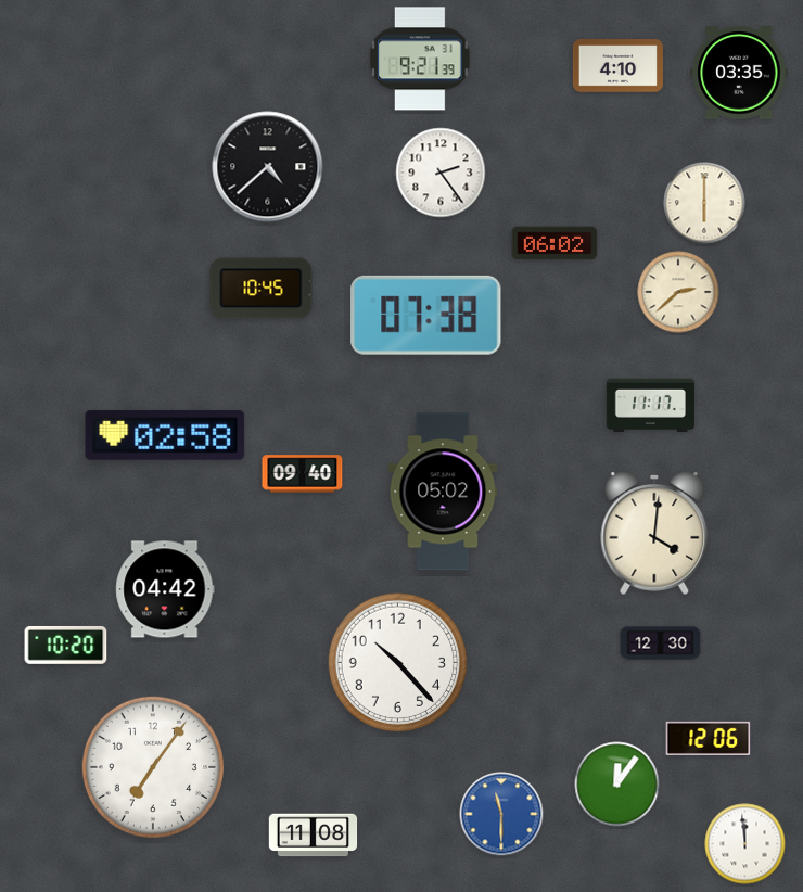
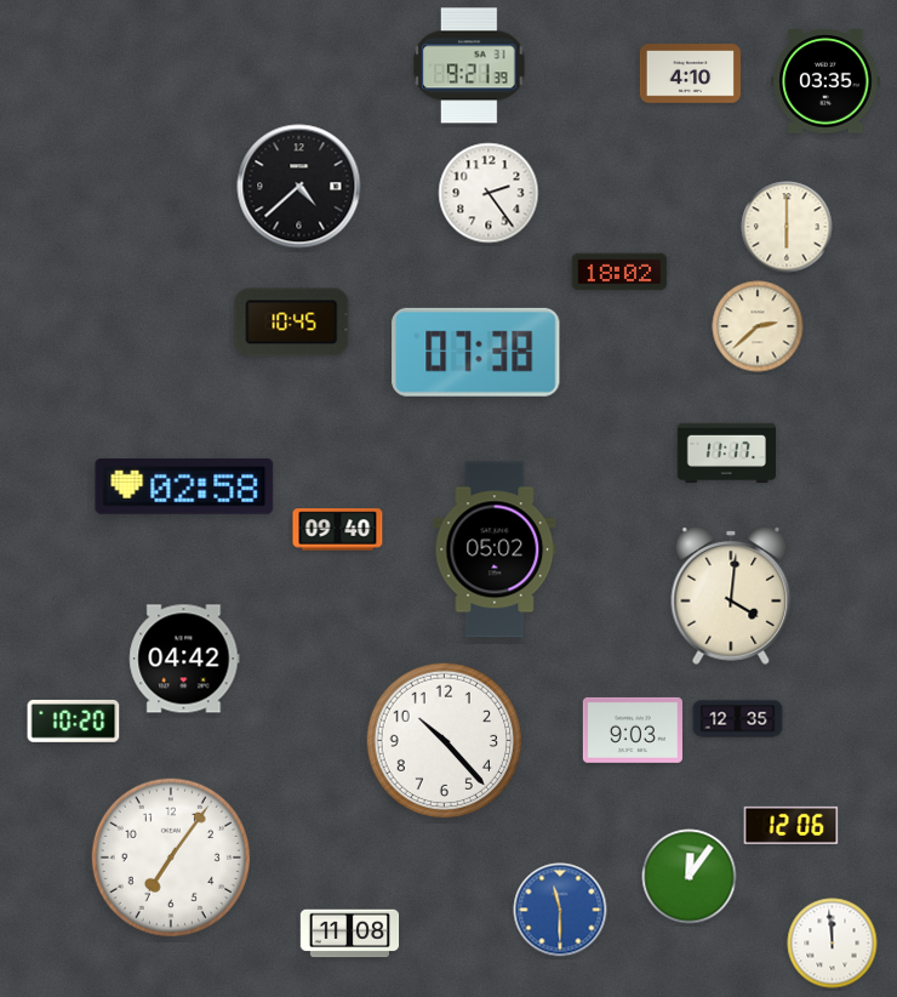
clock at (441, 173) position: (441, 173) -> (489, 193)
clock at (555, 243): 06:02 -> 18:02
clock at (661, 643): 12:30 -> 12:35
clock at (633, 730): none -> 9:03
